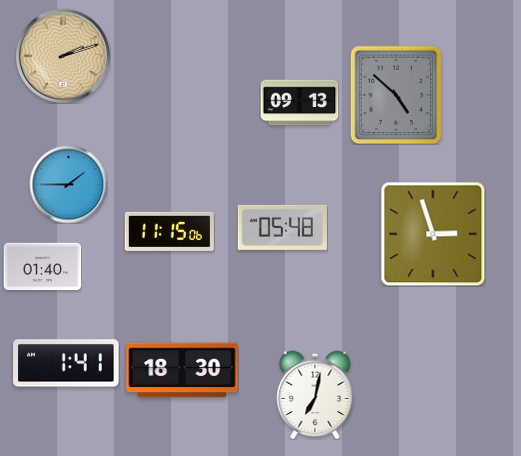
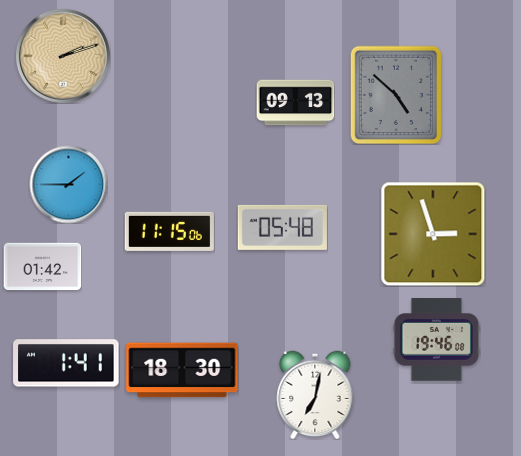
clock at (299, 103) position: (299, 103) -> (295, 103)
clock at (42, 267): 01:40 -> 01:42
clock at (436, 340): none -> 19:46
